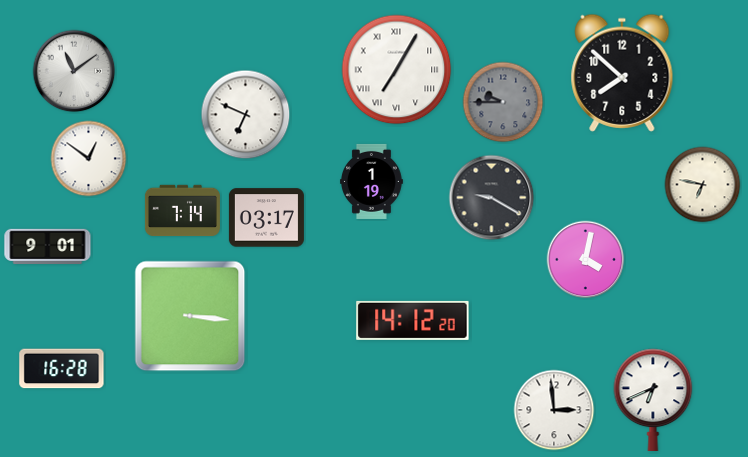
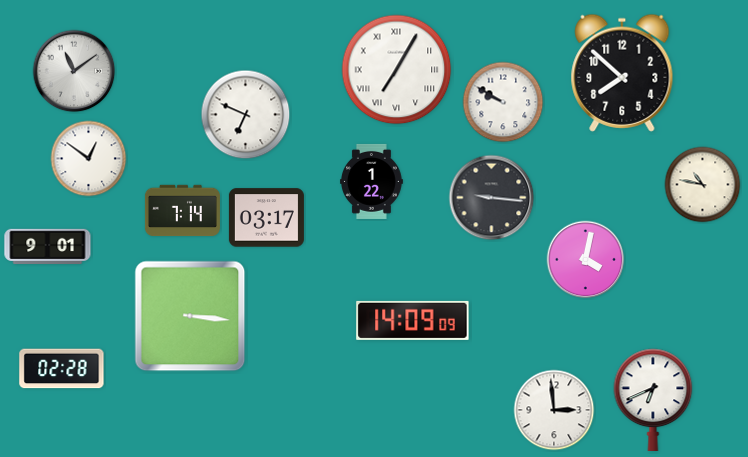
clock at (503, 102): 9:45 -> 9:50
clock at (503, 102) dial: grey -> white
clock at (371, 181): 1:19 -> 1:22
clock at (703, 185): 6:47 -> 10:47
clock at (492, 198): 9:20 -> 9:16
clock at (413, 320): 14:12 -> 14:09
clock at (62, 369): 16:28 -> 02:28
